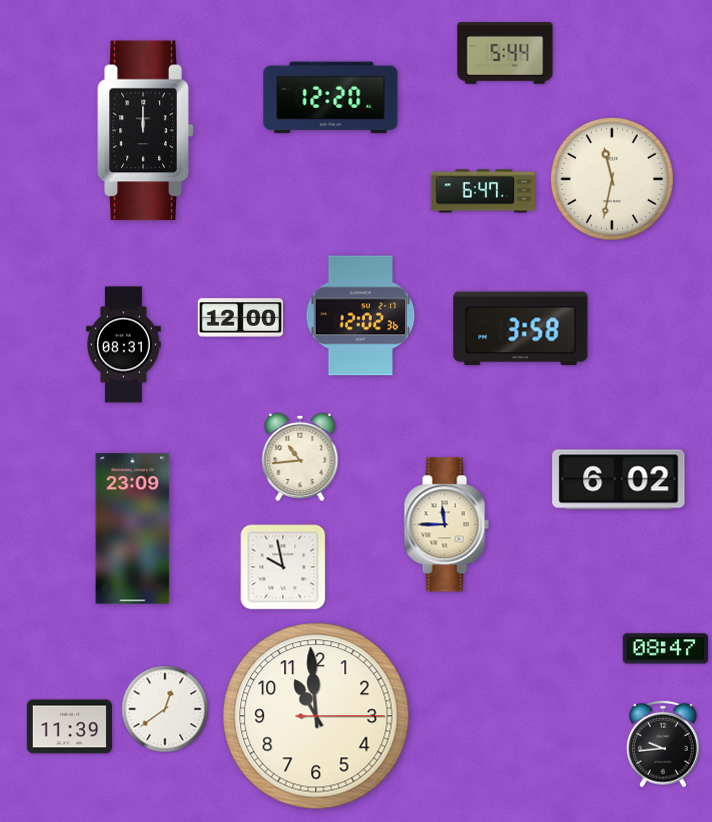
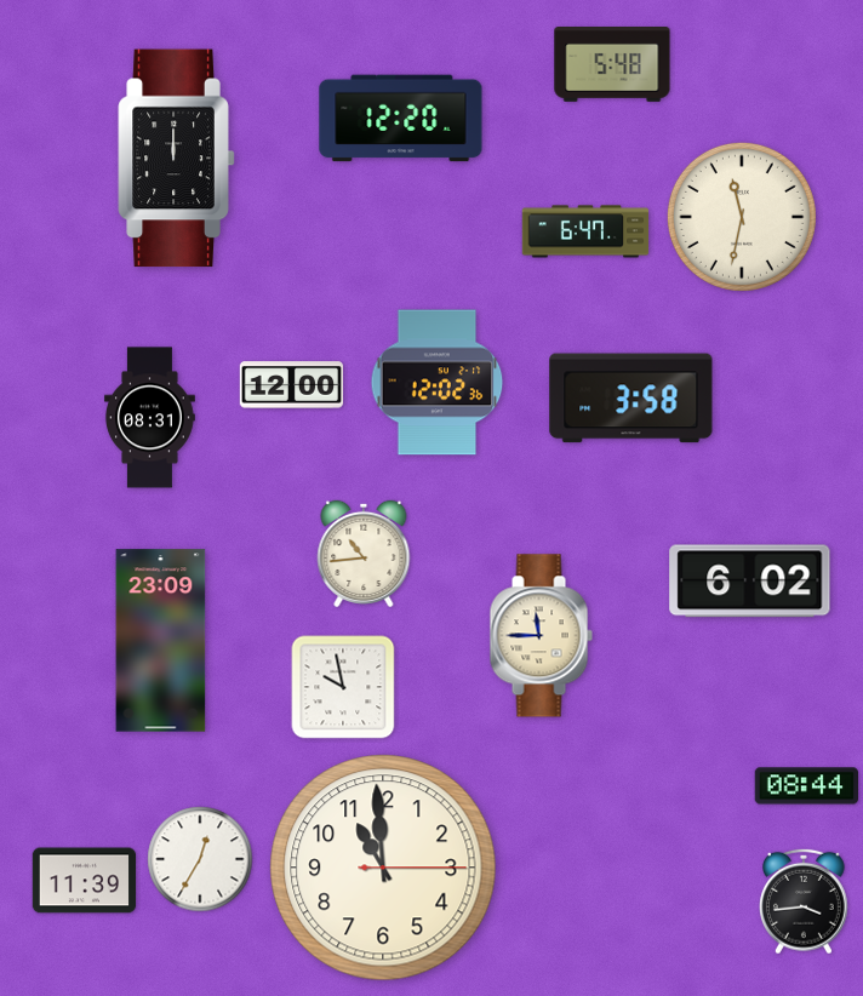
clock at (505, 54): 5:44 -> 5:48
clock at (665, 649): 08:47 -> 08:44
clock at (165, 709): 12:39 -> 12:35
clock at (664, 744): 9:44 -> 3:44
